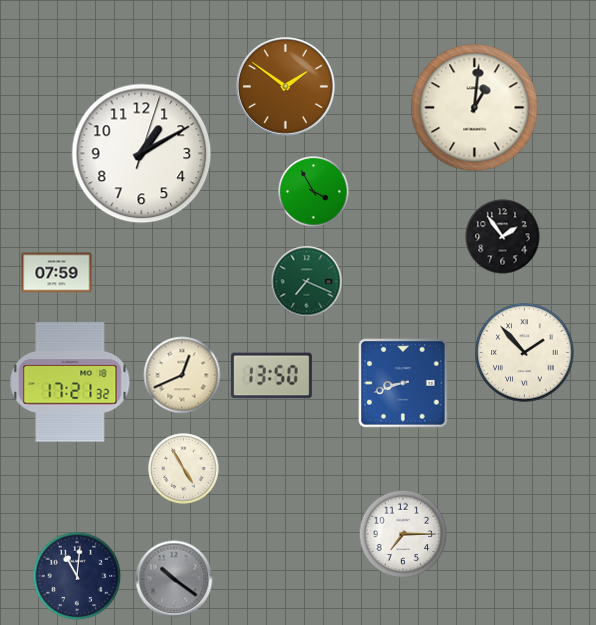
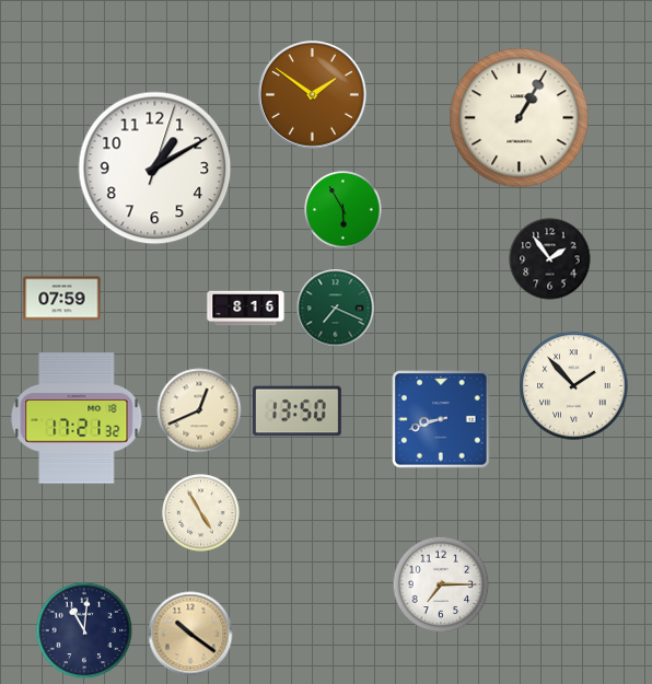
clock at (475, 108): 1:01 -> 1:05
clock at (314, 192): 3:55 -> 5:55
clock at (246, 309): none -> 8:16
clock at (174, 579) dial: grey -> champagne
